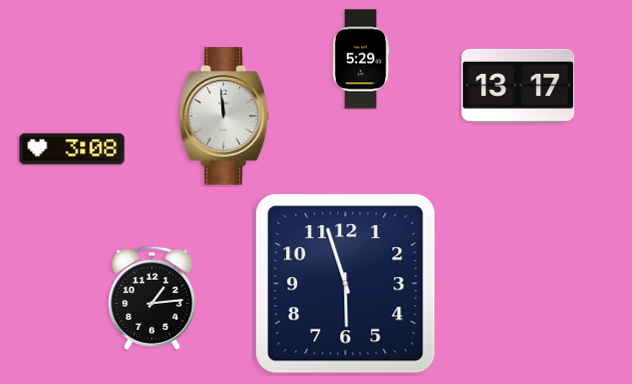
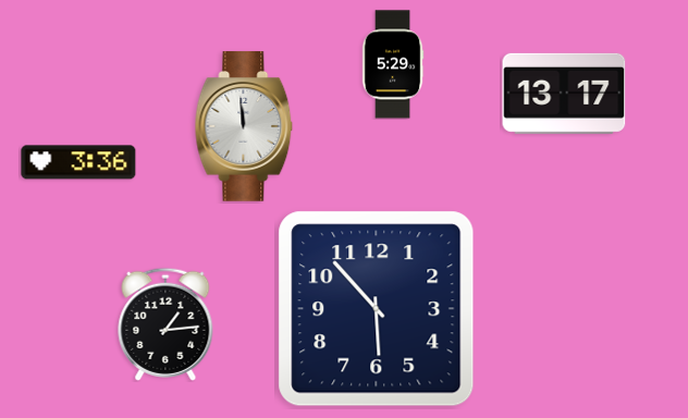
clock at (72, 149): 3:08 -> 3:36
clock at (346, 284): 5:57 -> 5:53
